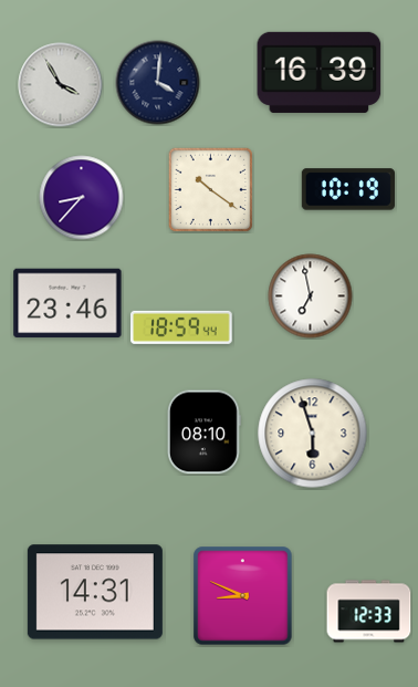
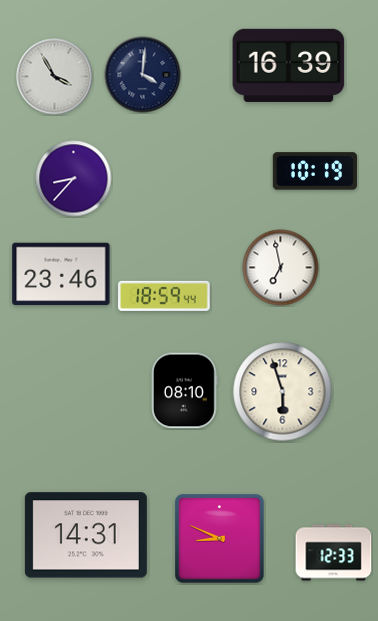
clock at (210, 189): 10:21 -> none
